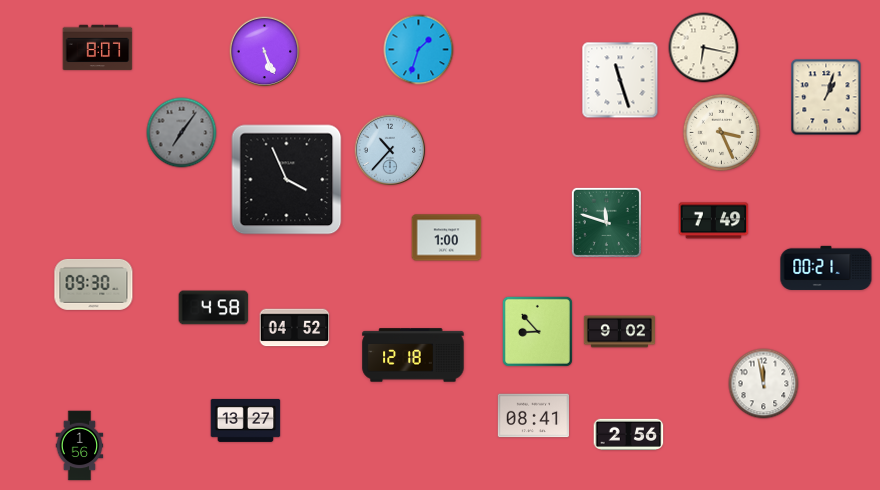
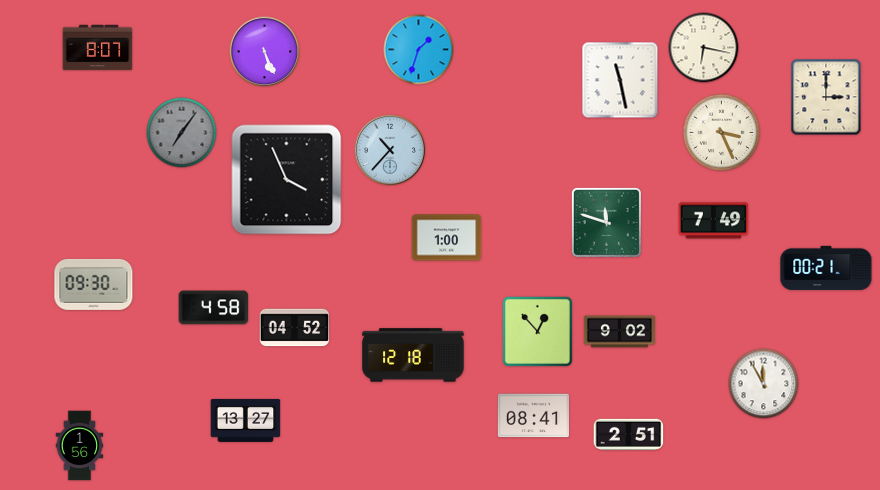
clock at (620, 80): 11:27 -> 11:28
clock at (826, 97): 1:03 -> 3:00
clock at (537, 331): 8:53 -> 12:53
clock at (764, 384): 11:58 -> 11:55
clock at (629, 434): 2:56 -> 2:51
